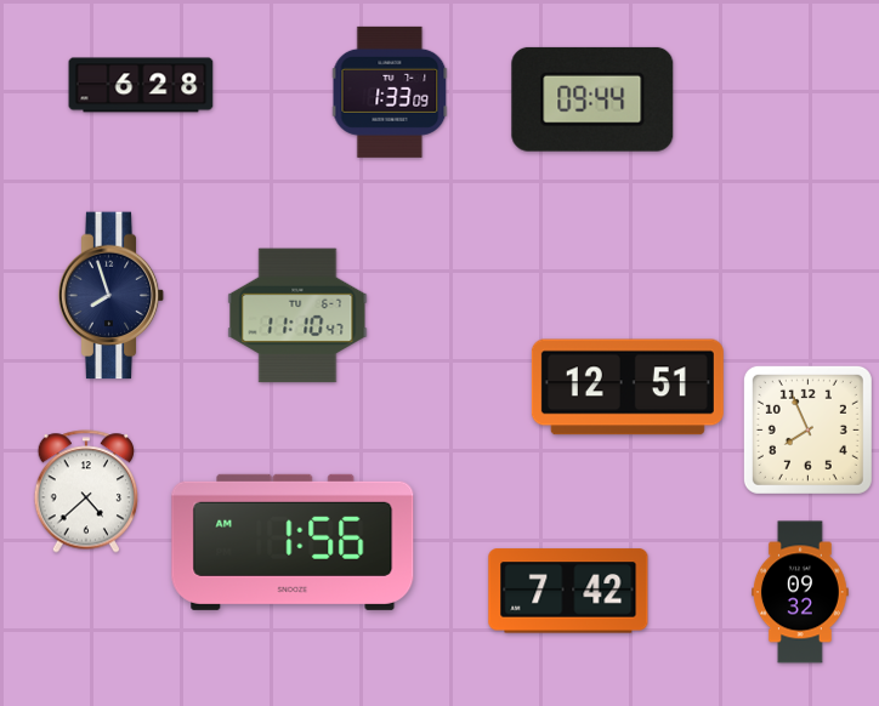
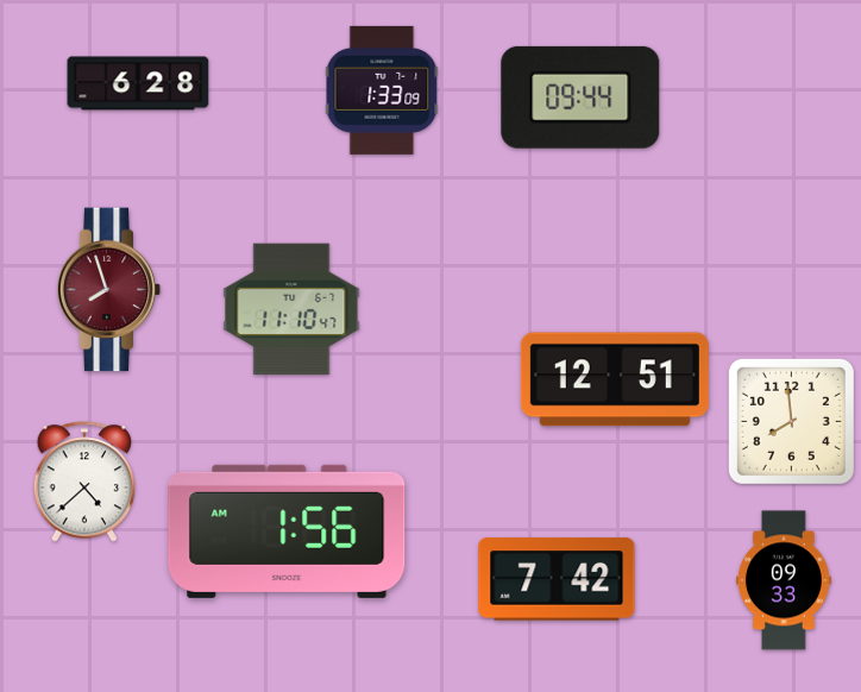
clock at (112, 296) dial: navy -> burgundy
clock at (807, 429): 7:56 -> 7:59
clock at (801, 592): 09:32 -> 09:33
